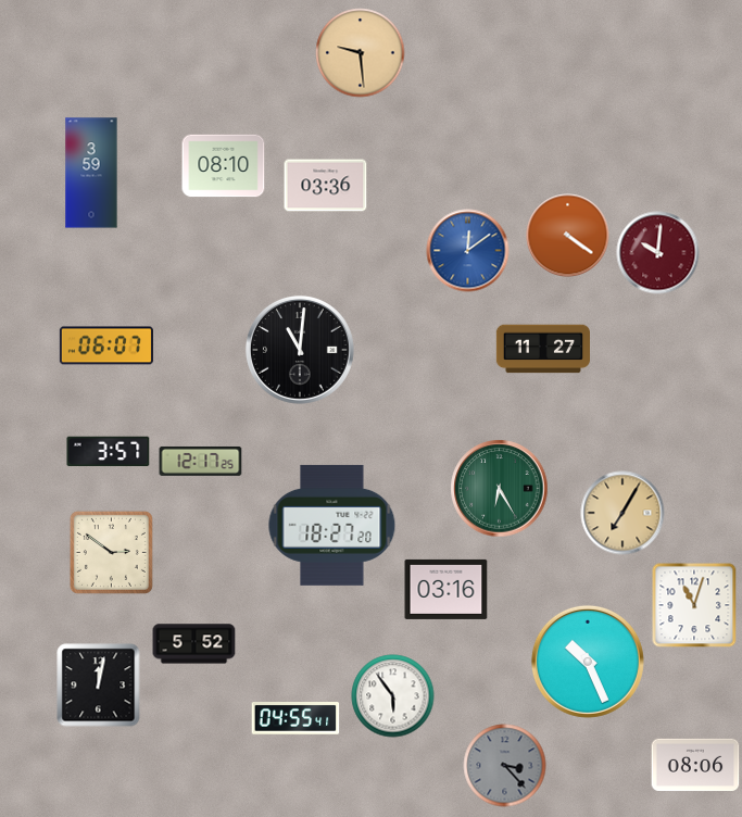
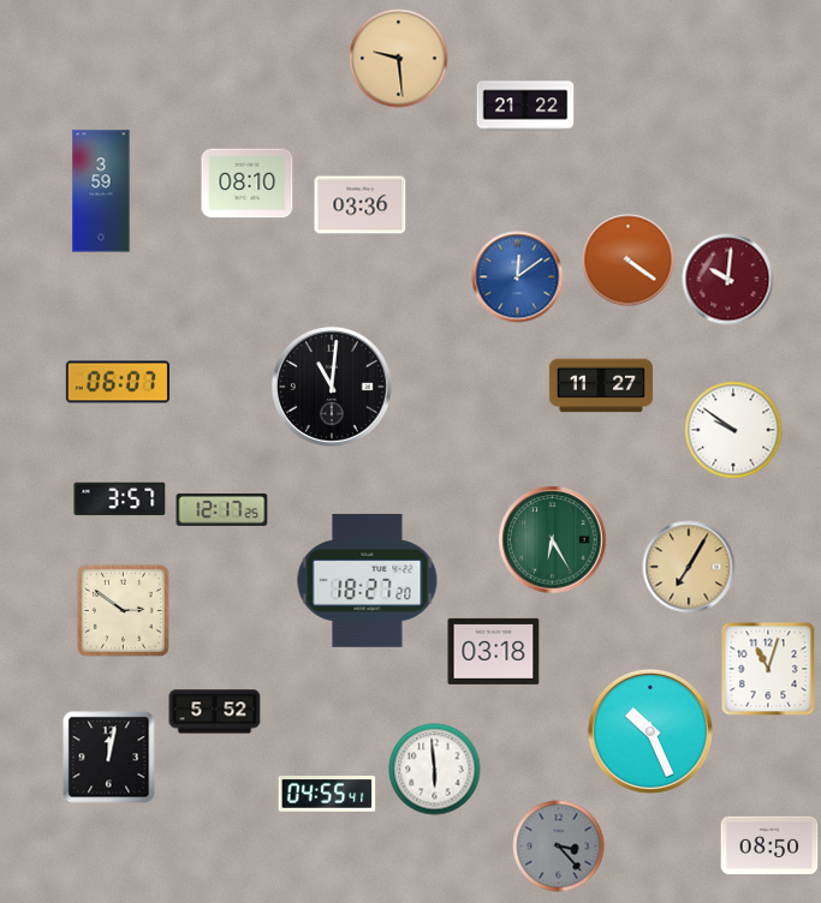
clock at (525, 106): none -> 21:22
clock at (733, 430): none -> 9:51
clock at (447, 589): 03:16 -> 03:18
clock at (393, 696): 5:54 -> 5:59
clock at (695, 765): 08:06 -> 08:50
